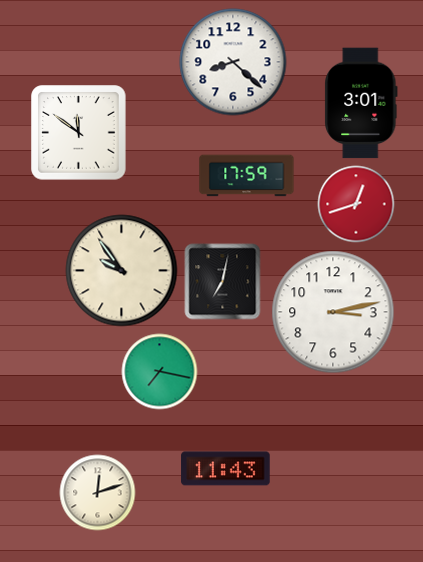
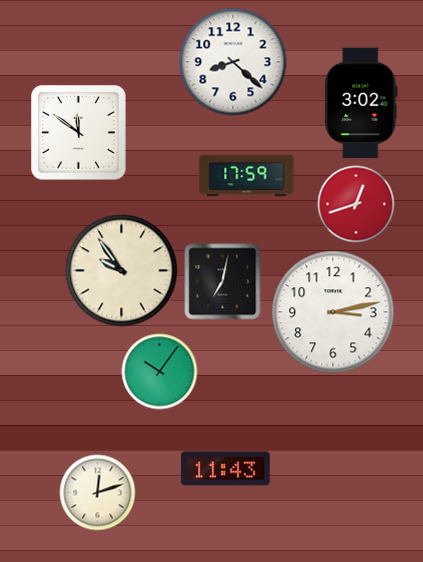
clock at (361, 103): 3:01 -> 3:02
clock at (160, 372): 7:17 -> 10:06
